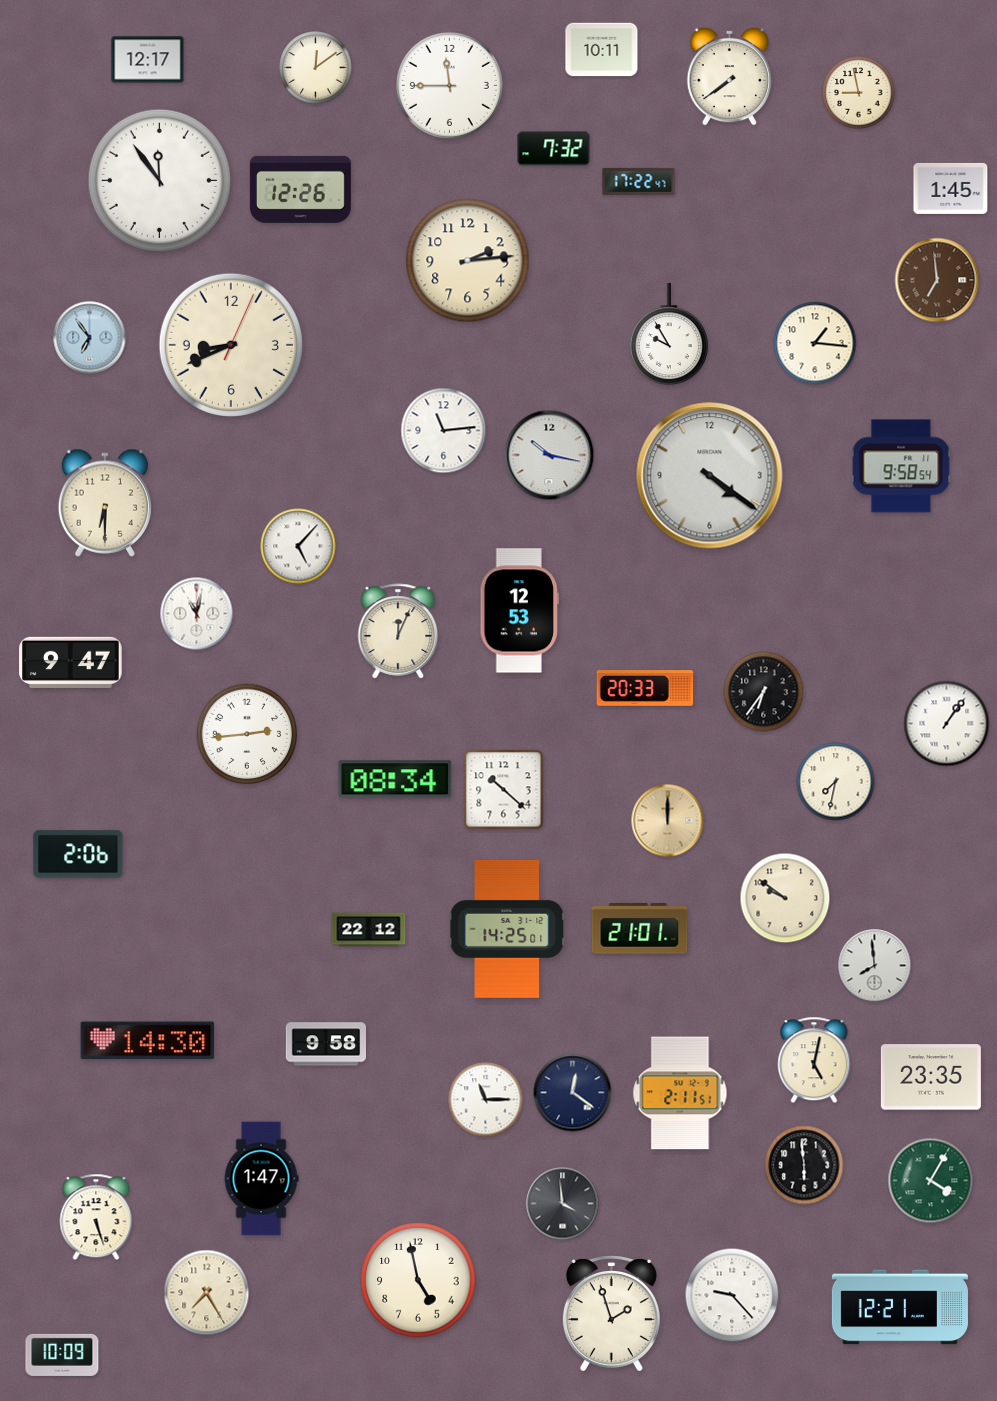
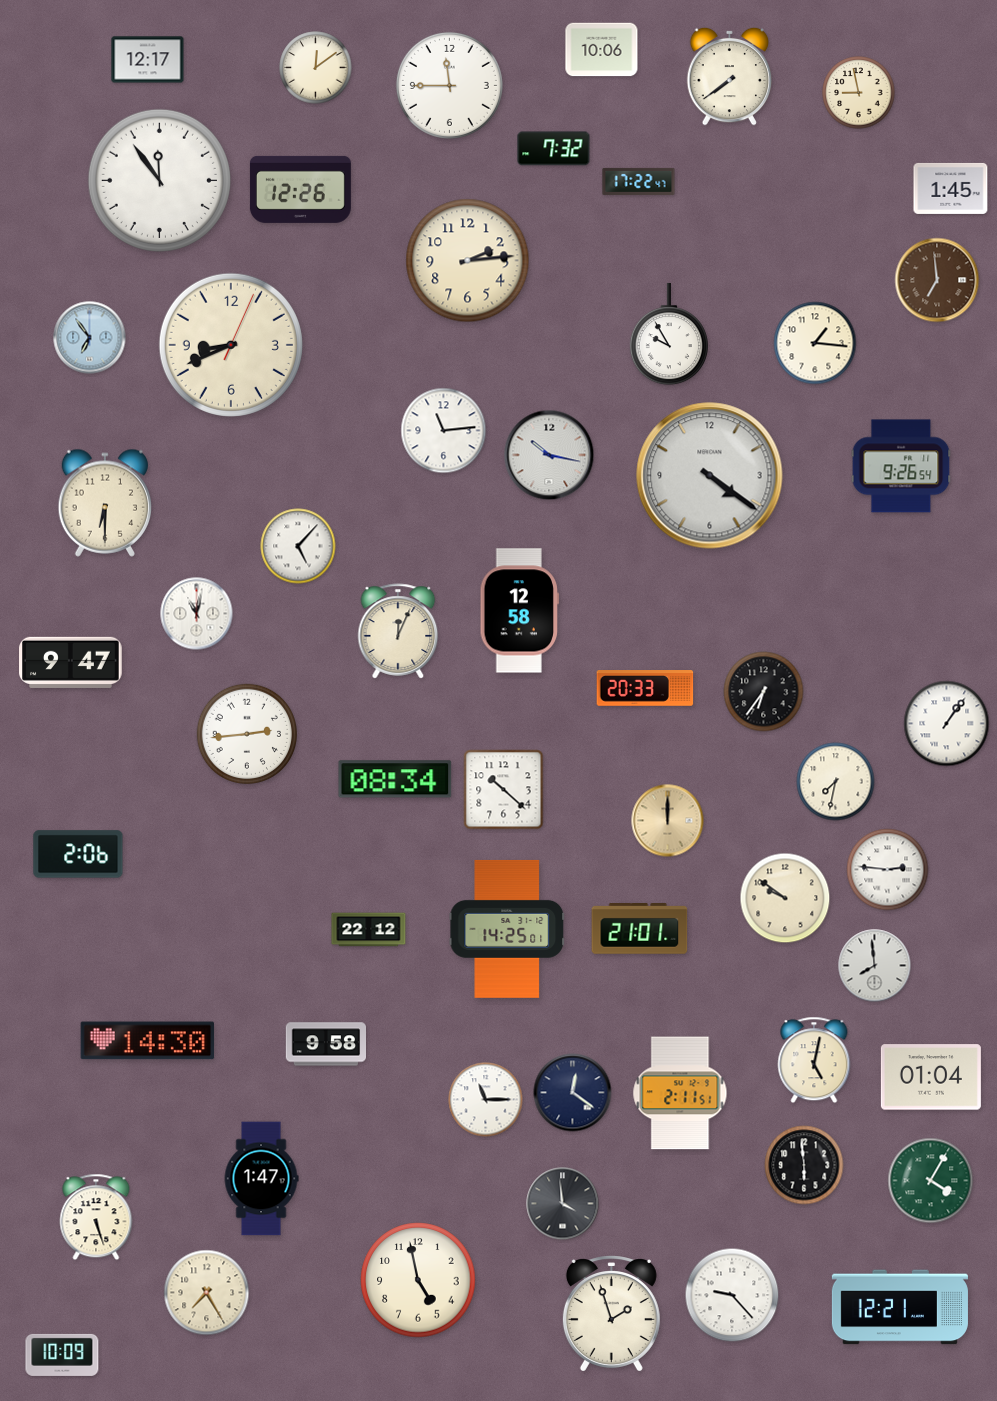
clock at (602, 50): 10:11 -> 10:06
clock at (901, 466): 9:58 -> 9:26
clock at (519, 611): 12:53 -> 12:58
clock at (888, 870): none -> 2:46
clock at (931, 1077): 23:35 -> 01:04
